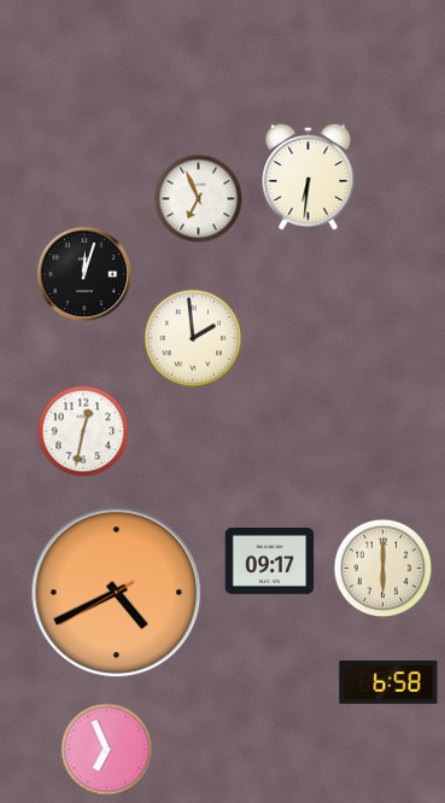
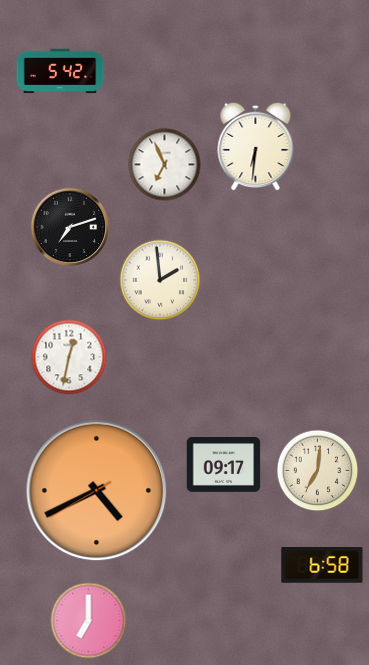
clock at (60, 71): none -> 5:42
clock at (84, 274): 12:03 -> 7:12
clock at (383, 569): 6:00 -> 7:01
clock at (107, 750): 6:56 -> 7:00
